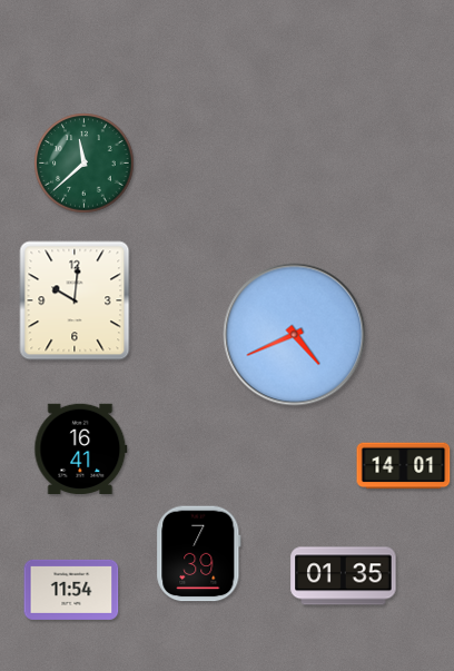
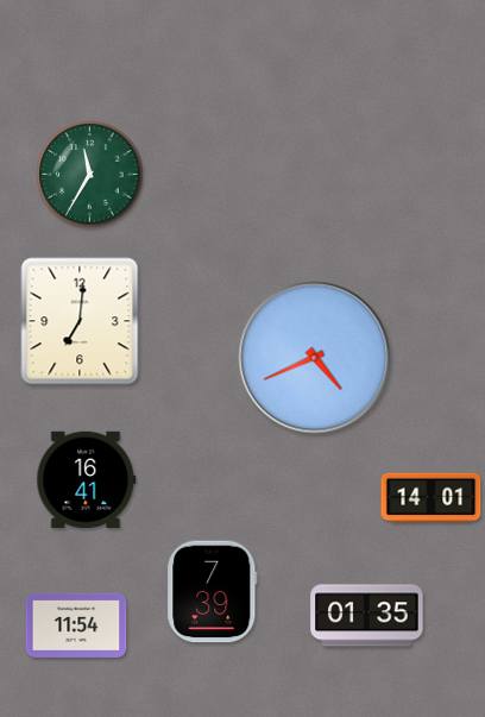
clock at (85, 164): 11:38 -> 11:35
clock at (75, 300): 10:01 -> 7:01
clock at (71, 590) position: (71, 590) -> (76, 625)
